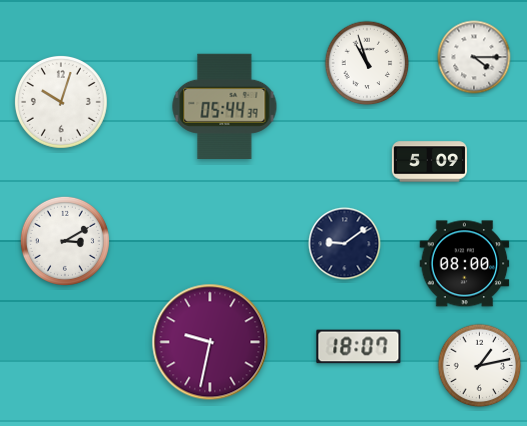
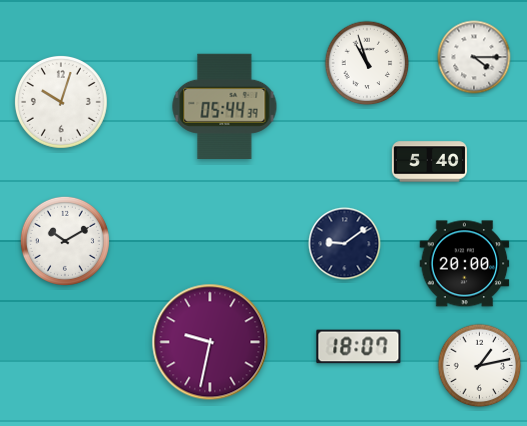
clock at (429, 162): 5:09 -> 5:40
clock at (65, 241): 3:10 -> 10:10
clock at (465, 264): 08:00 -> 20:00
